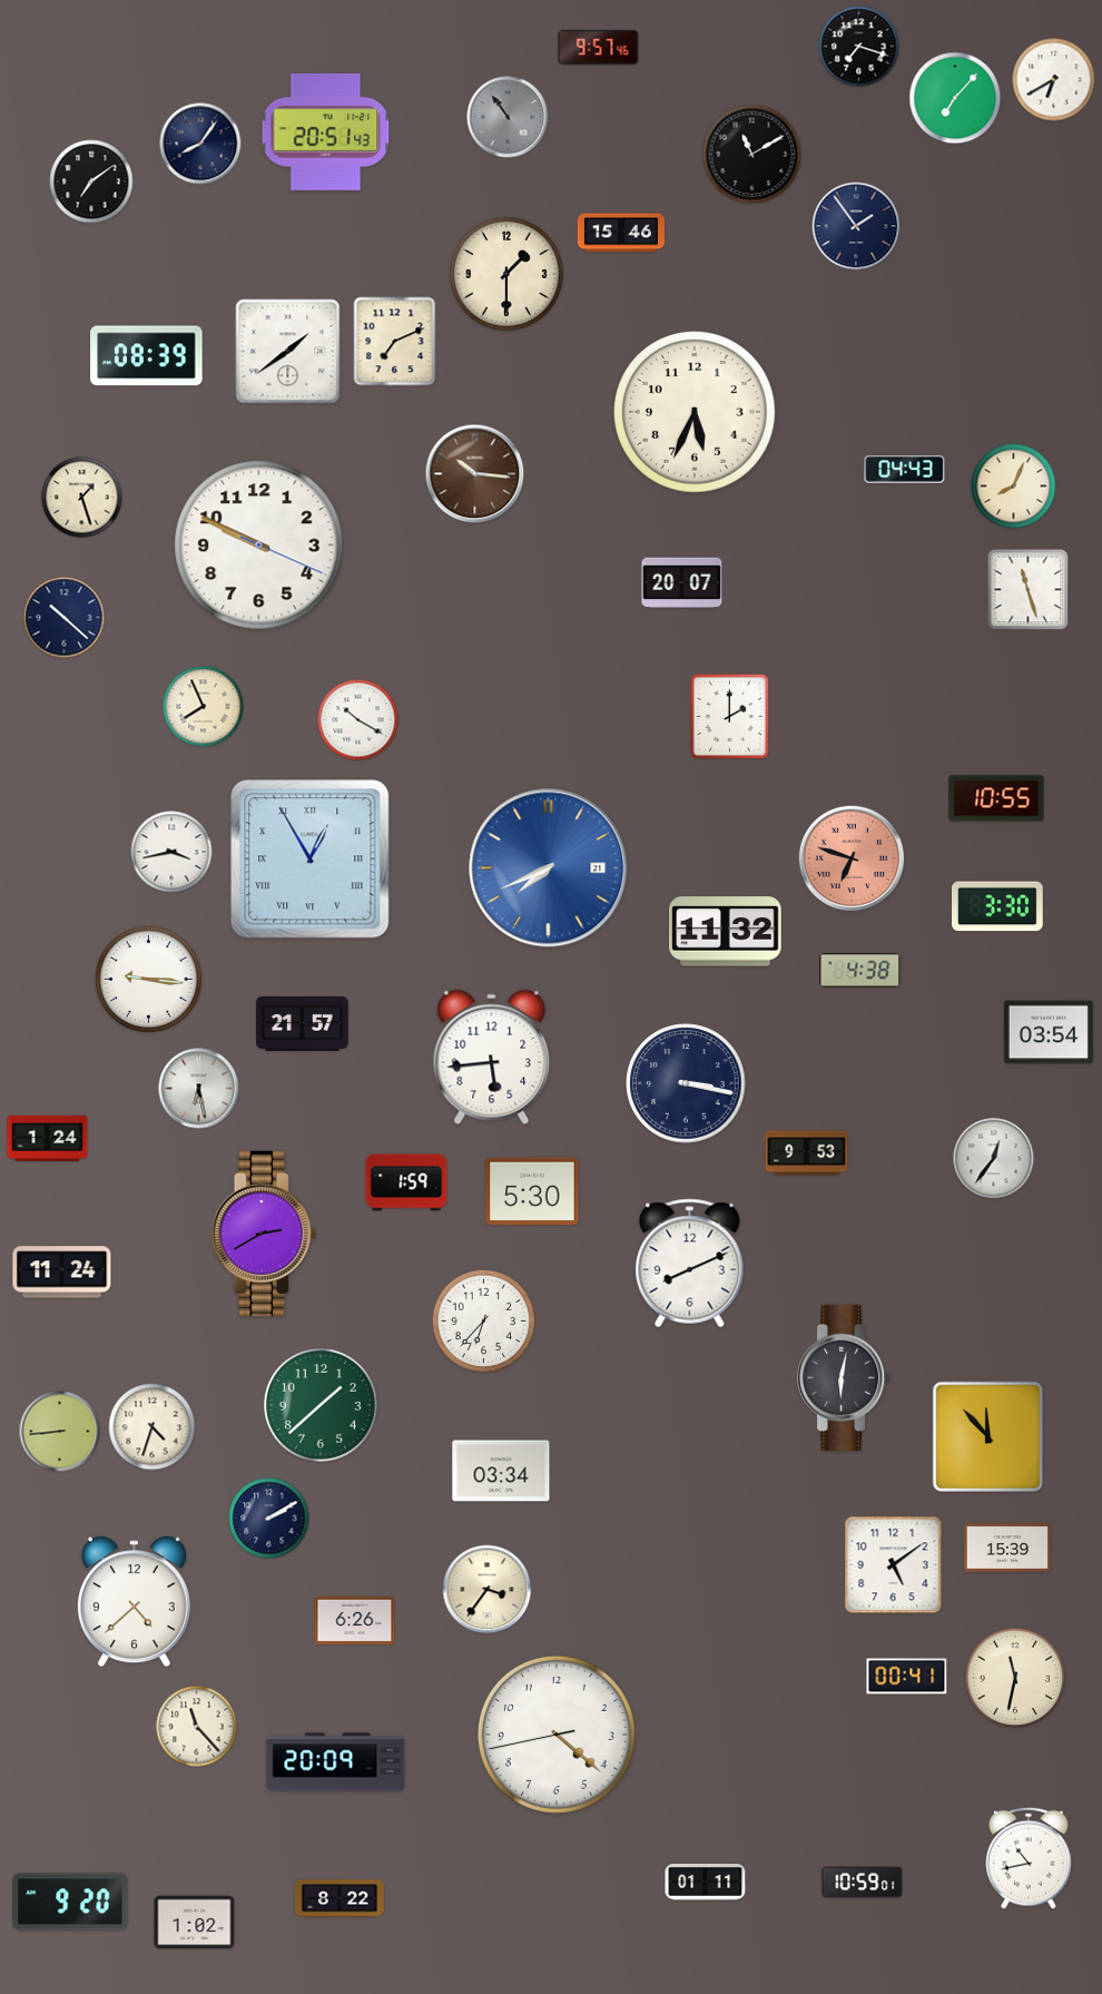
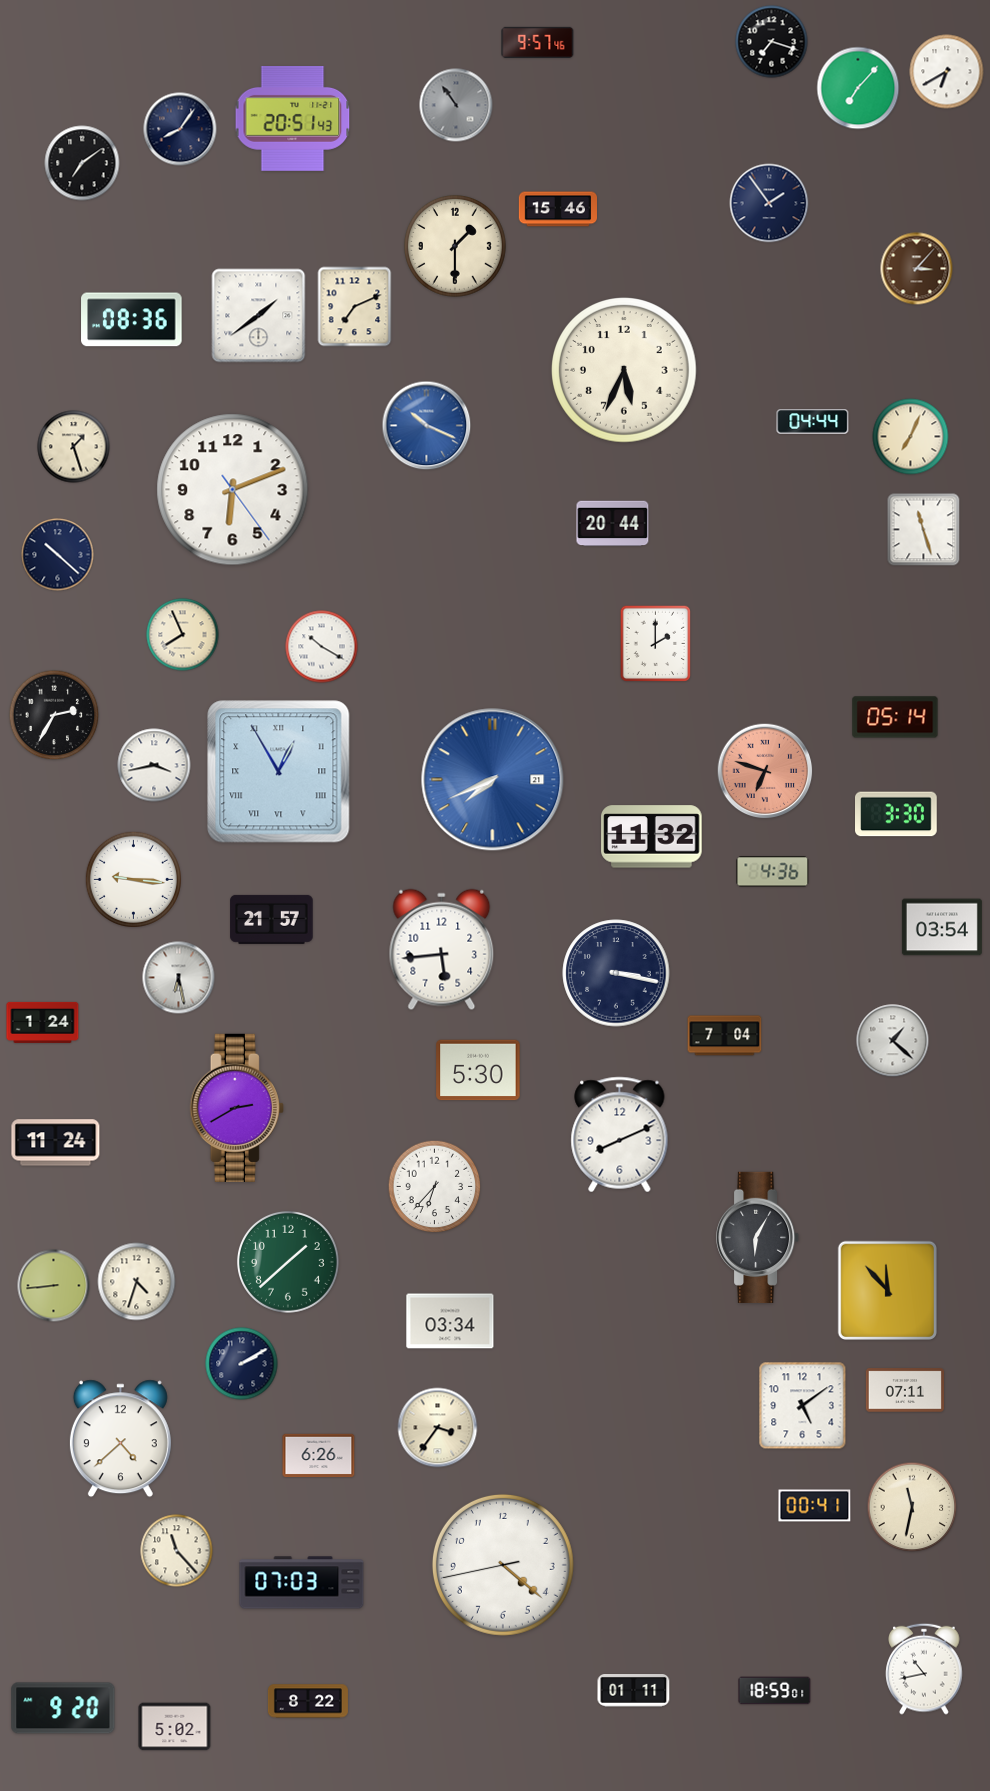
clock at (752, 155): 11:10 -> none
clock at (917, 269): none -> 3:07
clock at (147, 356): 08:39 -> 08:36
clock at (905, 470): 04:43 -> 04:44
clock at (475, 474): 10:16 -> 10:19
clock at (475, 474) dial: brown -> blue
clock at (1014, 487): 8:04 -> 7:04
clock at (259, 546): 9:49 -> 6:11
clock at (682, 583): 20:07 -> 20:44
clock at (54, 715): none -> 2:35
clock at (996, 798): 10:55 -> 05:14
clock at (860, 971): 4:38 -> 4:36
clock at (807, 1153): 9:53 -> 7:04
clock at (994, 1159): 12:36 -> 1:22
clock at (406, 1182): 1:59 -> none
clock at (844, 1377): 6:02 -> 6:05
clock at (1006, 1548): 15:39 -> 07:11
clock at (557, 1735) position: (557, 1735) -> (503, 1565)
clock at (336, 1762): 20:09 -> 07:03
clock at (863, 1883): 10:59 -> 18:59
clock at (340, 1898) position: (340, 1898) -> (308, 1701)
clock at (195, 1923): 1:02 -> 5:02
